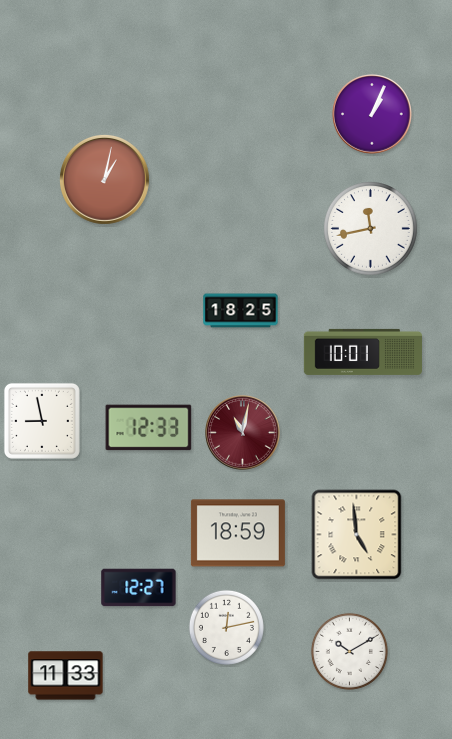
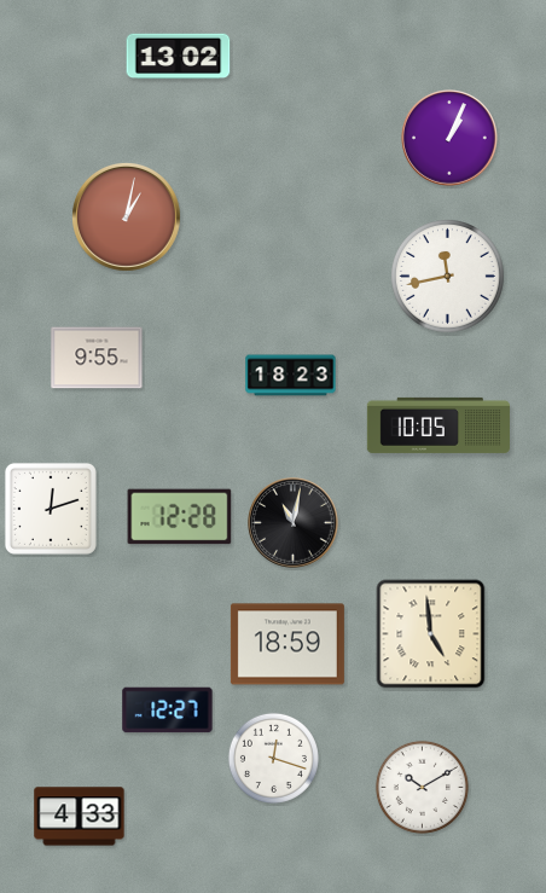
clock at (179, 57): none -> 13:02
clock at (97, 358): none -> 9:55
clock at (241, 311): 18:25 -> 18:23
clock at (363, 352): 10:01 -> 10:05
clock at (42, 421): 8:58 -> 12:12
clock at (149, 428): 12:33 -> 12:28
clock at (243, 433) dial: burgundy -> black
clock at (357, 535) position: (357, 535) -> (431, 634)
clock at (226, 627): 12:13 -> 12:18
clock at (66, 676): 11:33 -> 4:33
